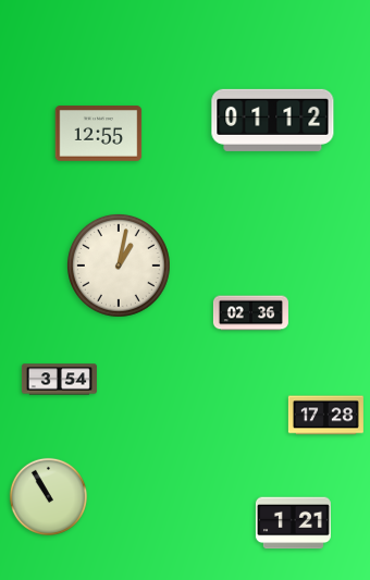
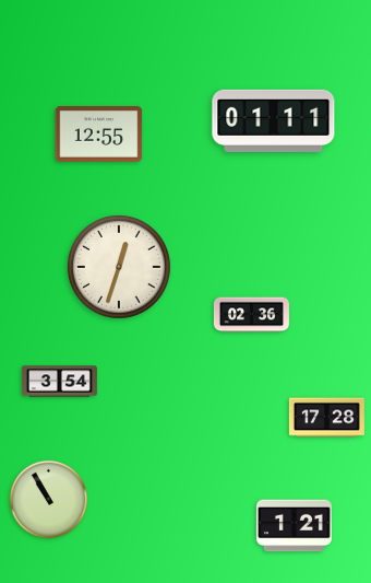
clock at (273, 120): 01:12 -> 01:11
clock at (119, 266): 1:02 -> 12:33
